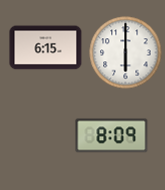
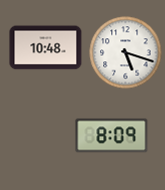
clock at (46, 48): 6:15 -> 10:48
clock at (126, 53): 6:00 -> 5:18
